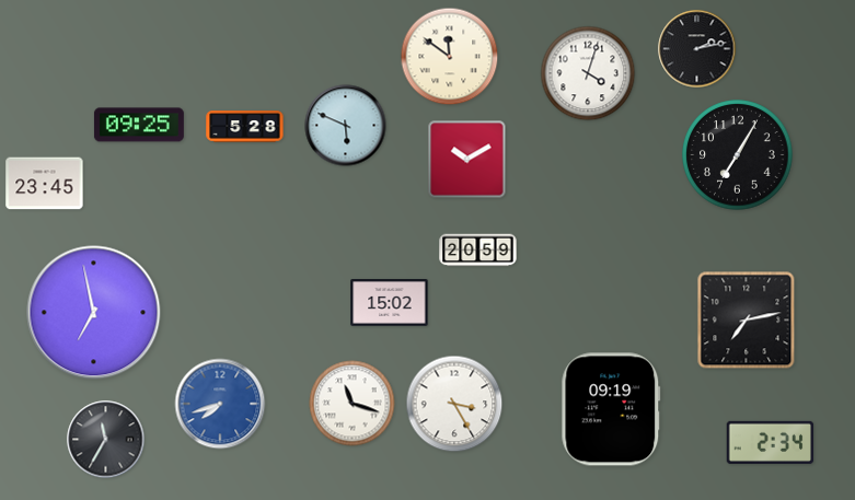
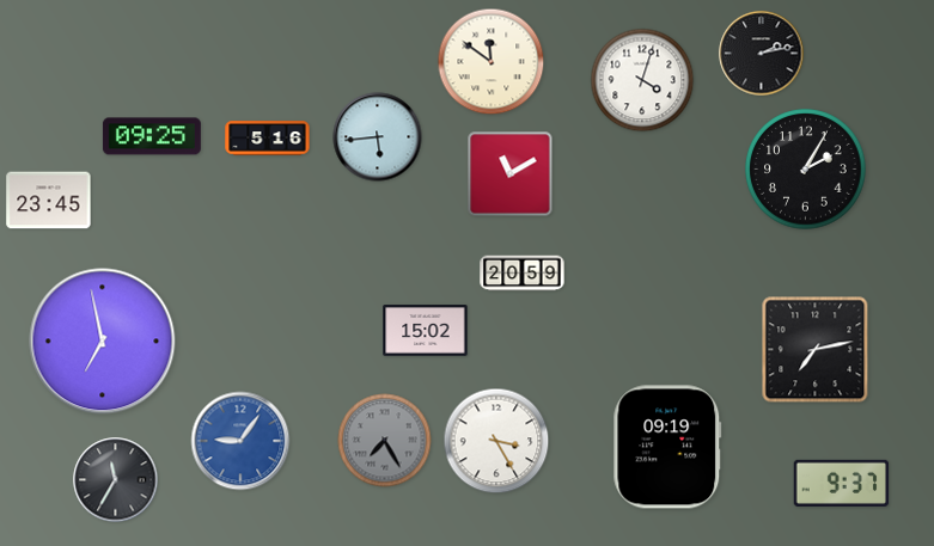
clock at (346, 126): 5:49 -> 5:44
clock at (245, 127): 5:28 -> 5:16
clock at (738, 155): 7:05 -> 2:05
clock at (467, 160): 10:10 -> 11:10
clock at (220, 404): 7:42 -> 9:06
clock at (353, 404): 11:18 -> 7:25
clock at (353, 404) dial: white -> grey
clock at (771, 442): 2:34 -> 9:37
